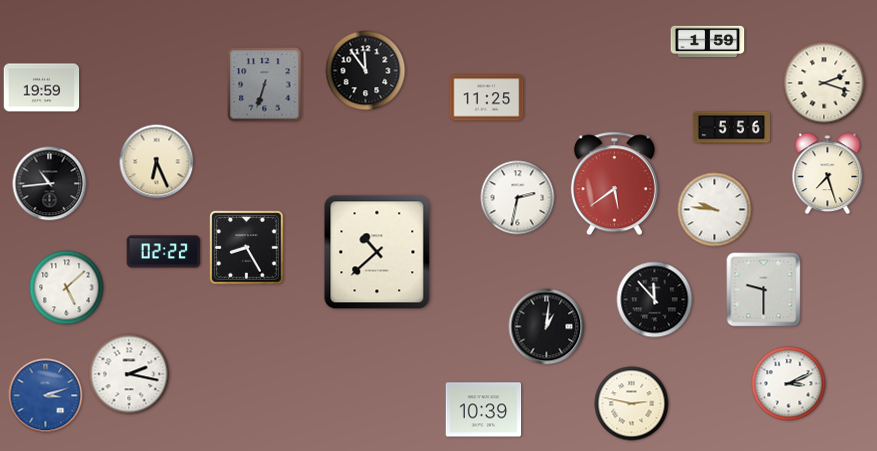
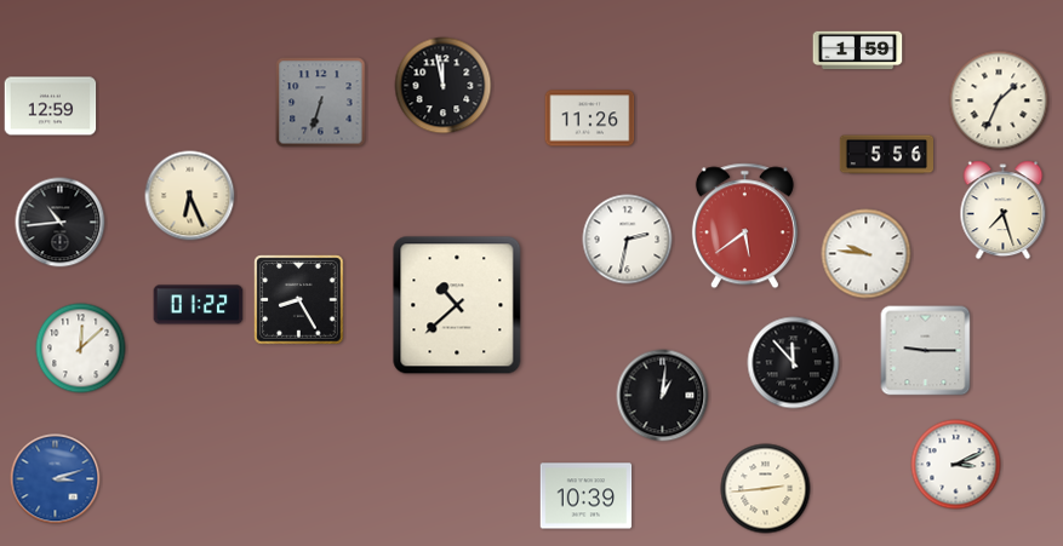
clock at (366, 71): 11:54 -> 11:58
clock at (824, 83): 2:18 -> 1:34
clock at (42, 88): 19:59 -> 12:59
clock at (487, 98): 11:25 -> 11:26
clock at (614, 184) position: (614, 184) -> (744, 226)
clock at (164, 252): 02:22 -> 01:22
clock at (67, 288): 5:08 -> 12:08
clock at (764, 290): 9:30 -> 9:15
clock at (129, 374): 2:17 -> none
clock at (632, 404): 2:47 -> 2:44
